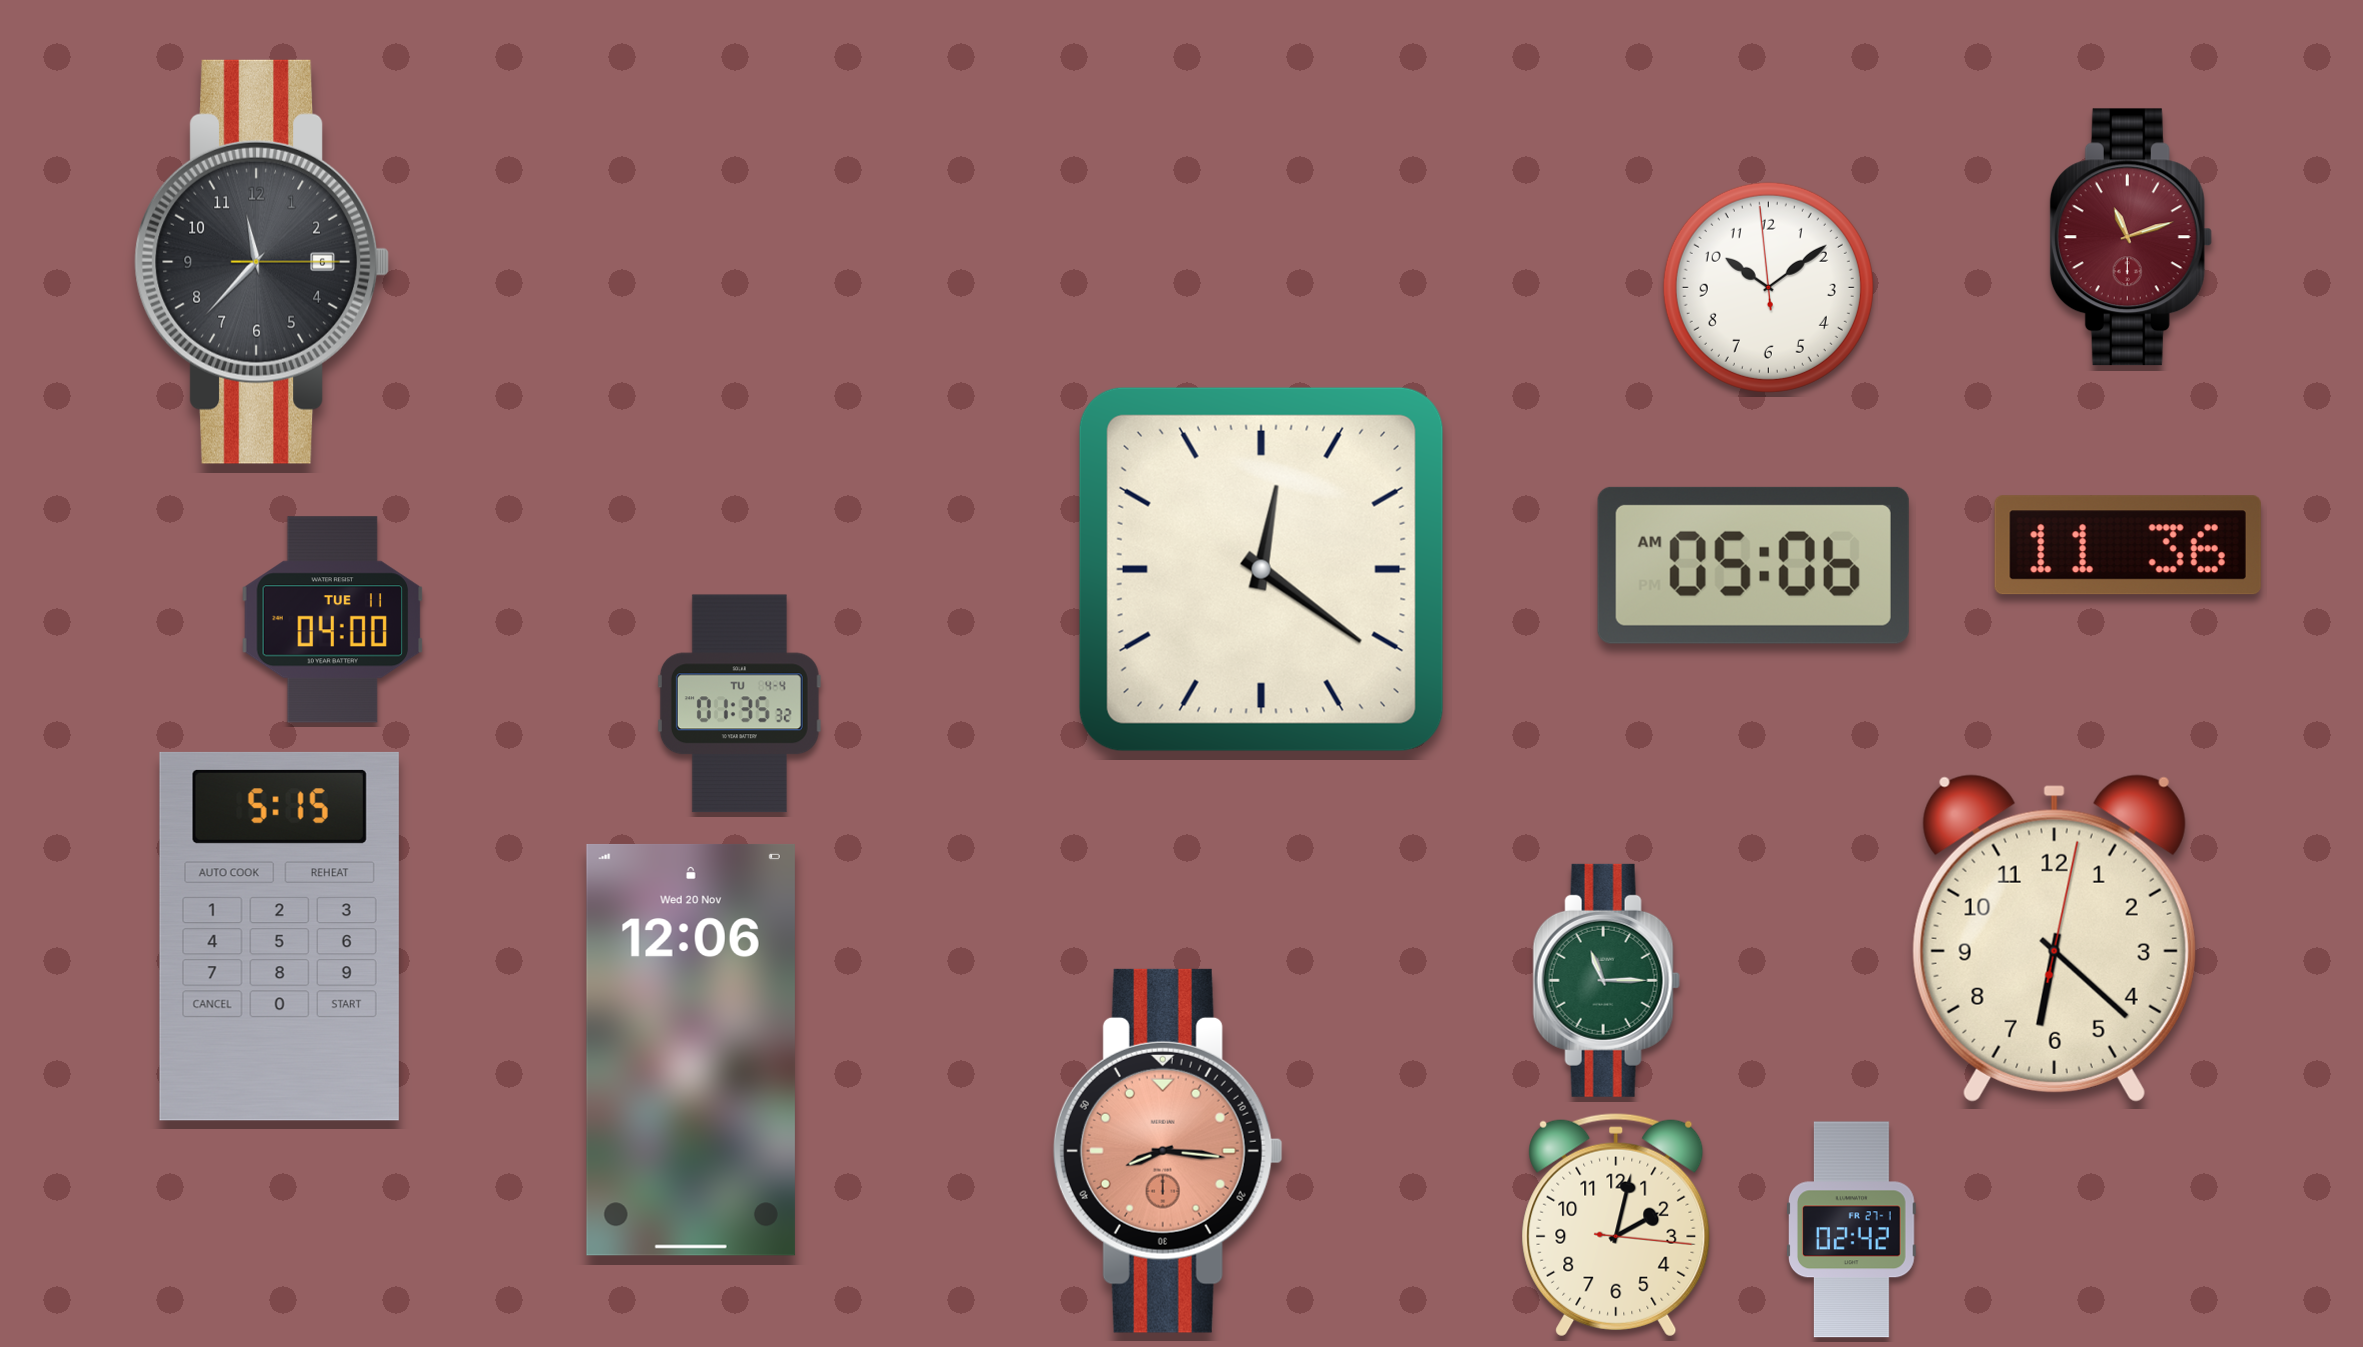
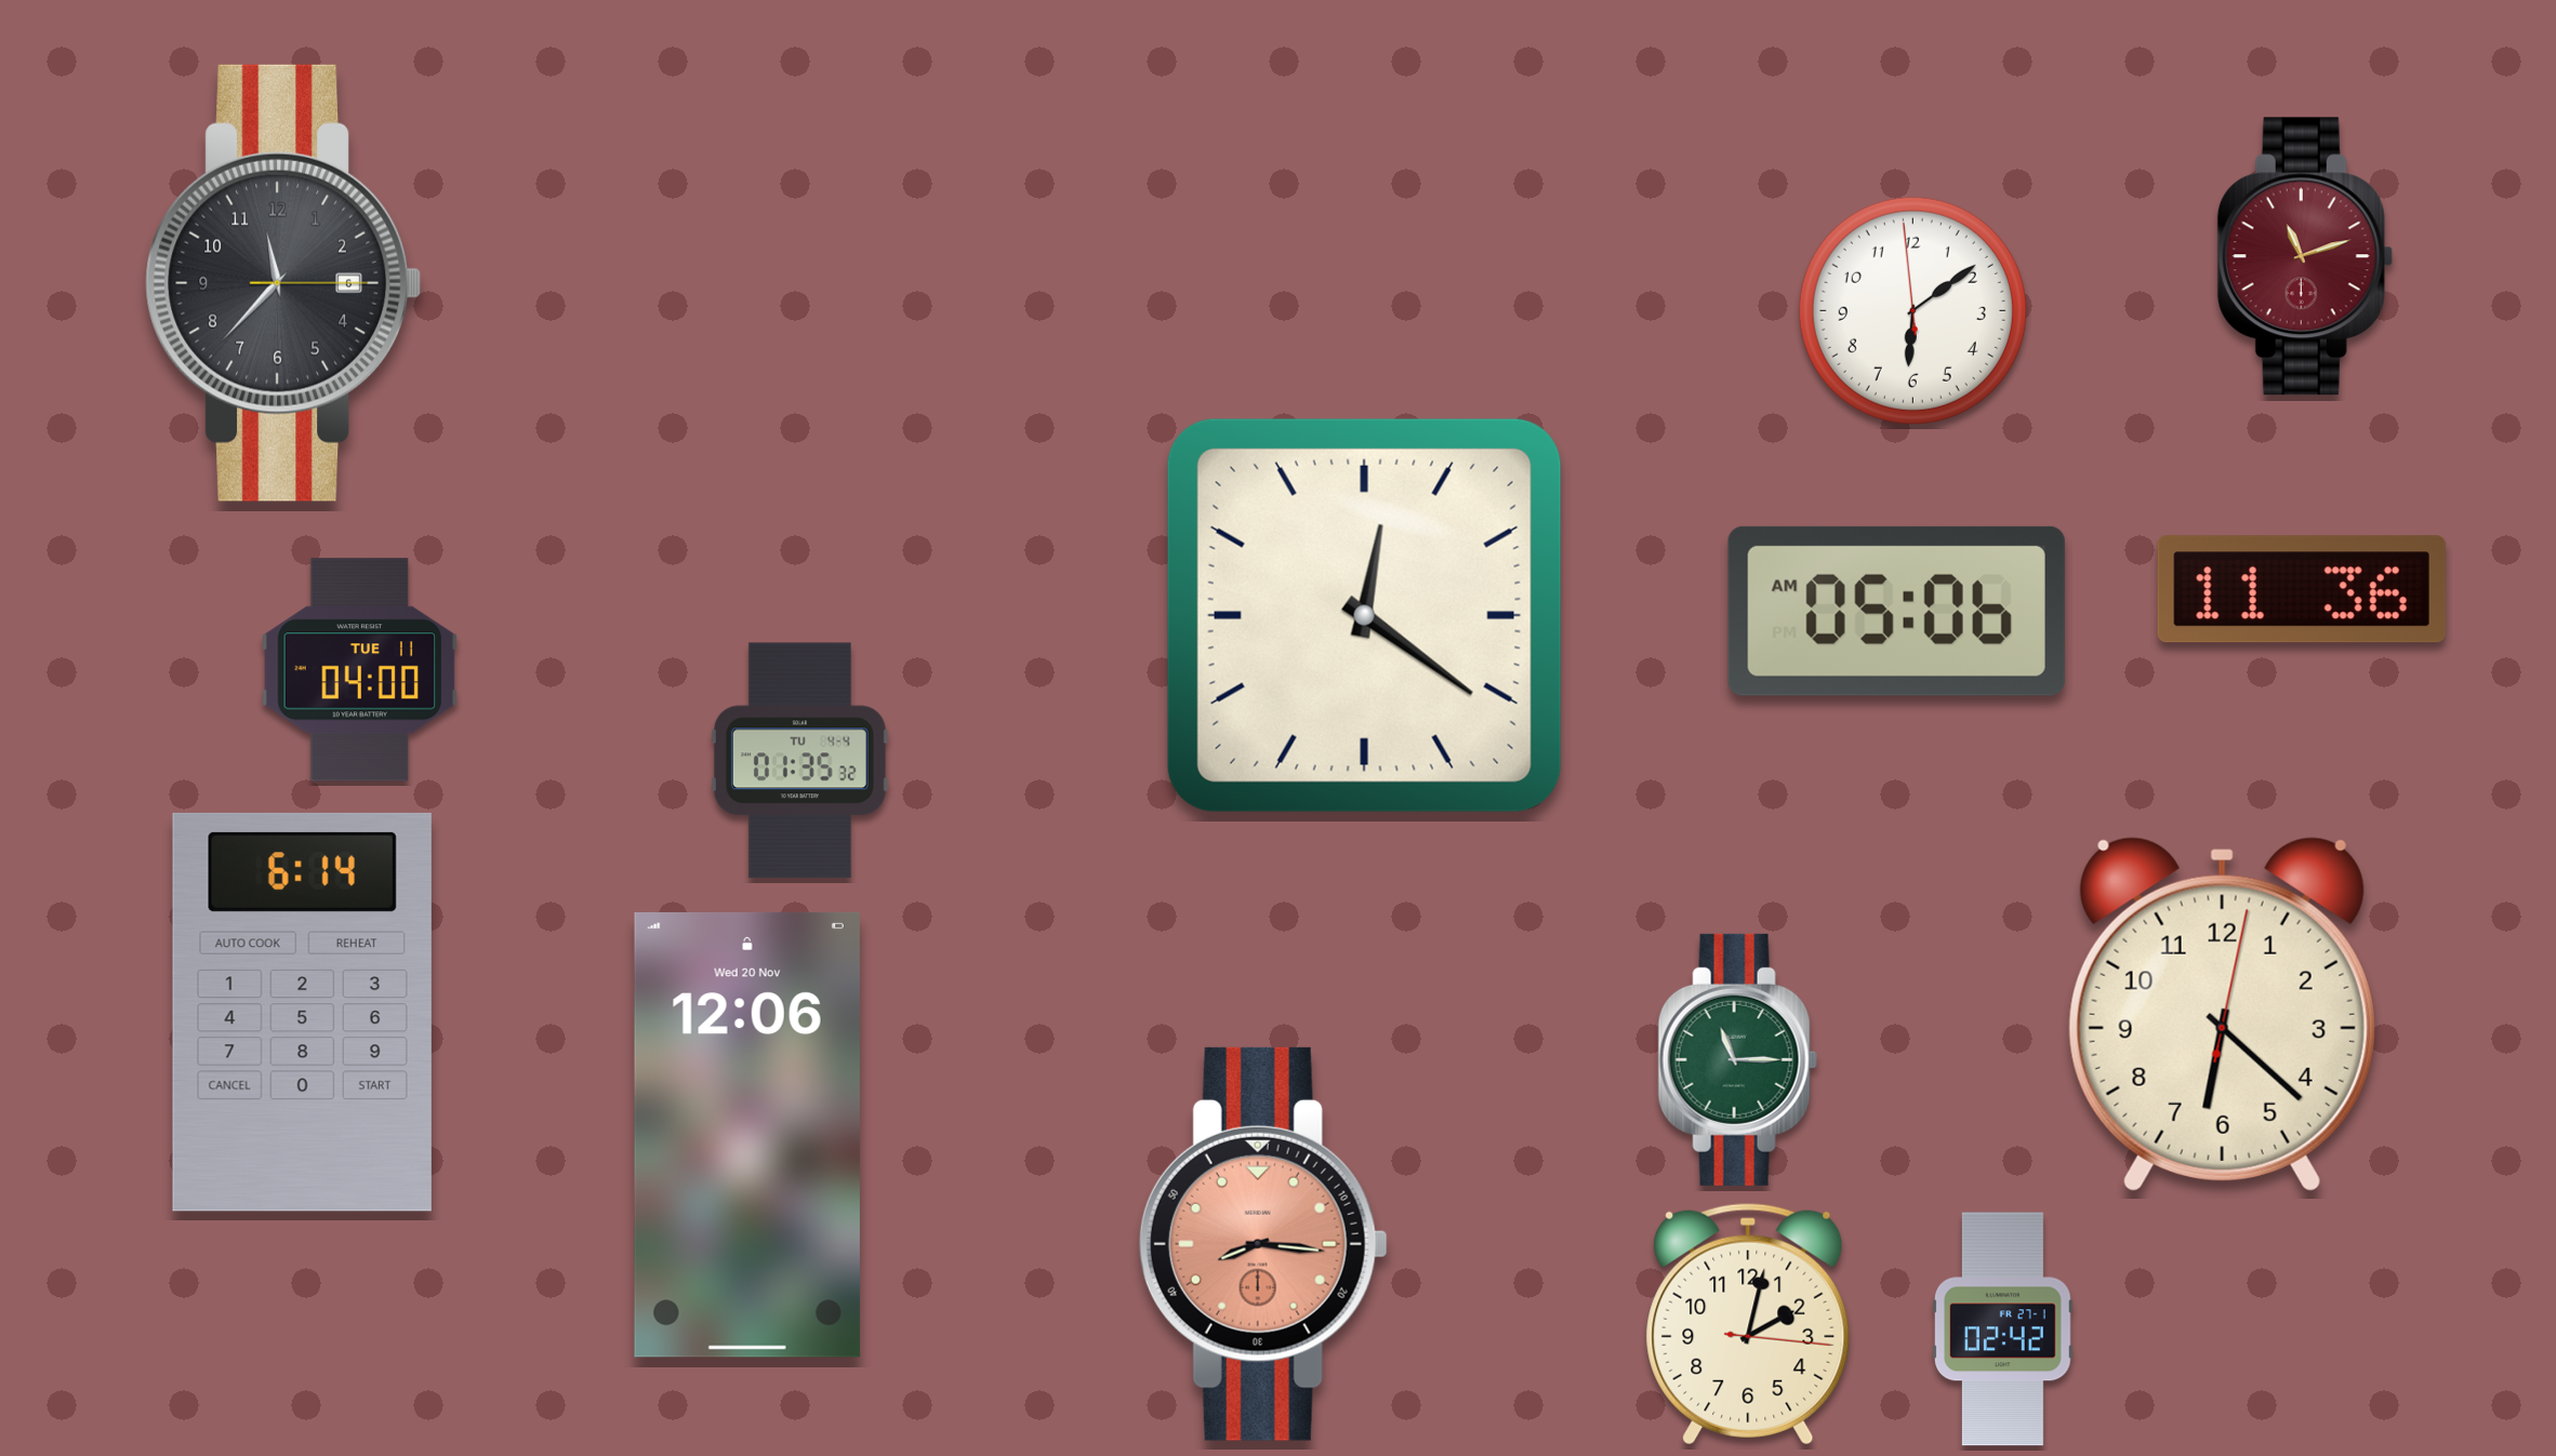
clock at (1768, 287): 10:08 -> 6:08
clock at (279, 936): 5:15 -> 6:14
